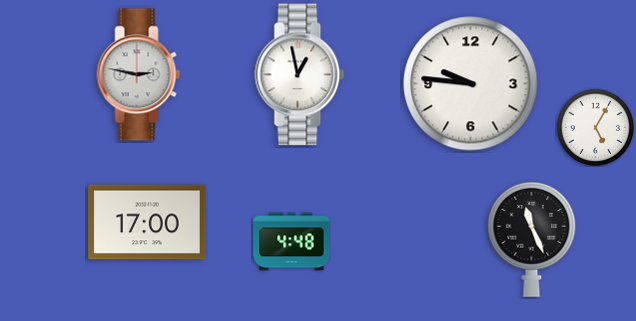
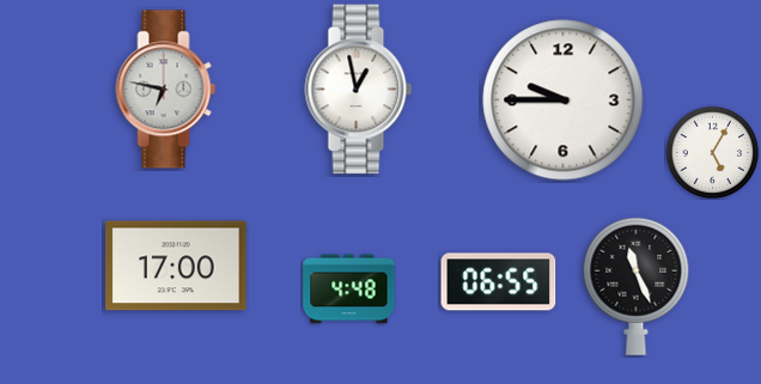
clock at (139, 75): 2:47 -> 6:47
clock at (471, 84): 9:46 -> 9:45
clock at (499, 282): none -> 06:55
